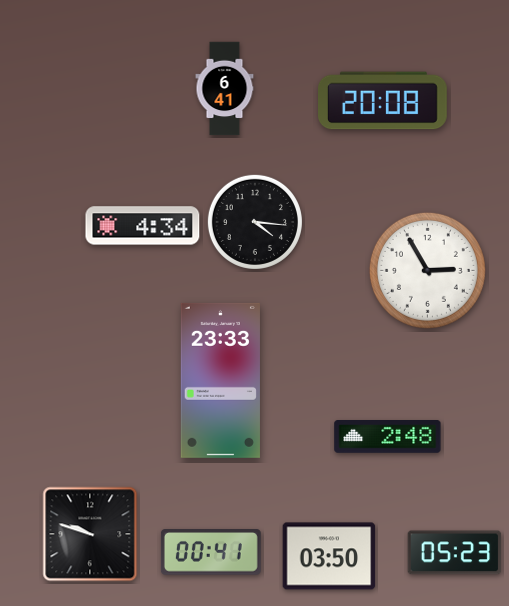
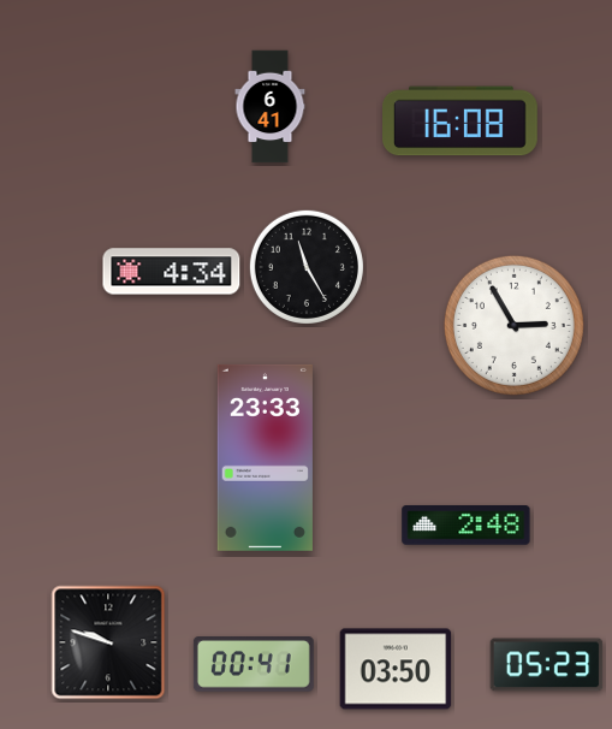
clock at (383, 101): 20:08 -> 16:08
clock at (255, 222): 4:16 -> 11:25
